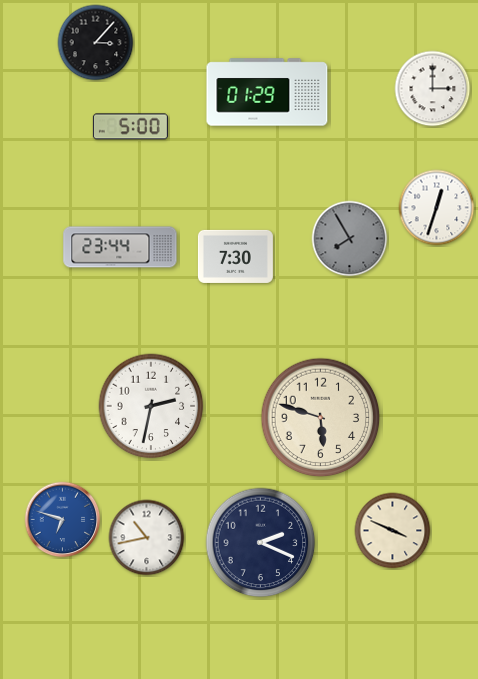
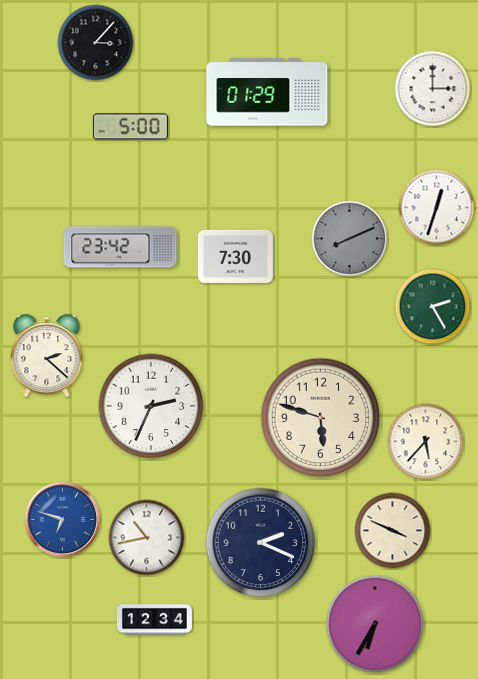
clock at (350, 239): 7:55 -> 8:11
clock at (120, 247): 23:44 -> 23:42
clock at (433, 307): none -> 2:25
clock at (47, 356): none -> 2:22
clock at (151, 406): 2:32 -> 2:34
clock at (426, 442): none -> 5:37
clock at (154, 620): none -> 12:34
clock at (375, 624): none -> 6:35
